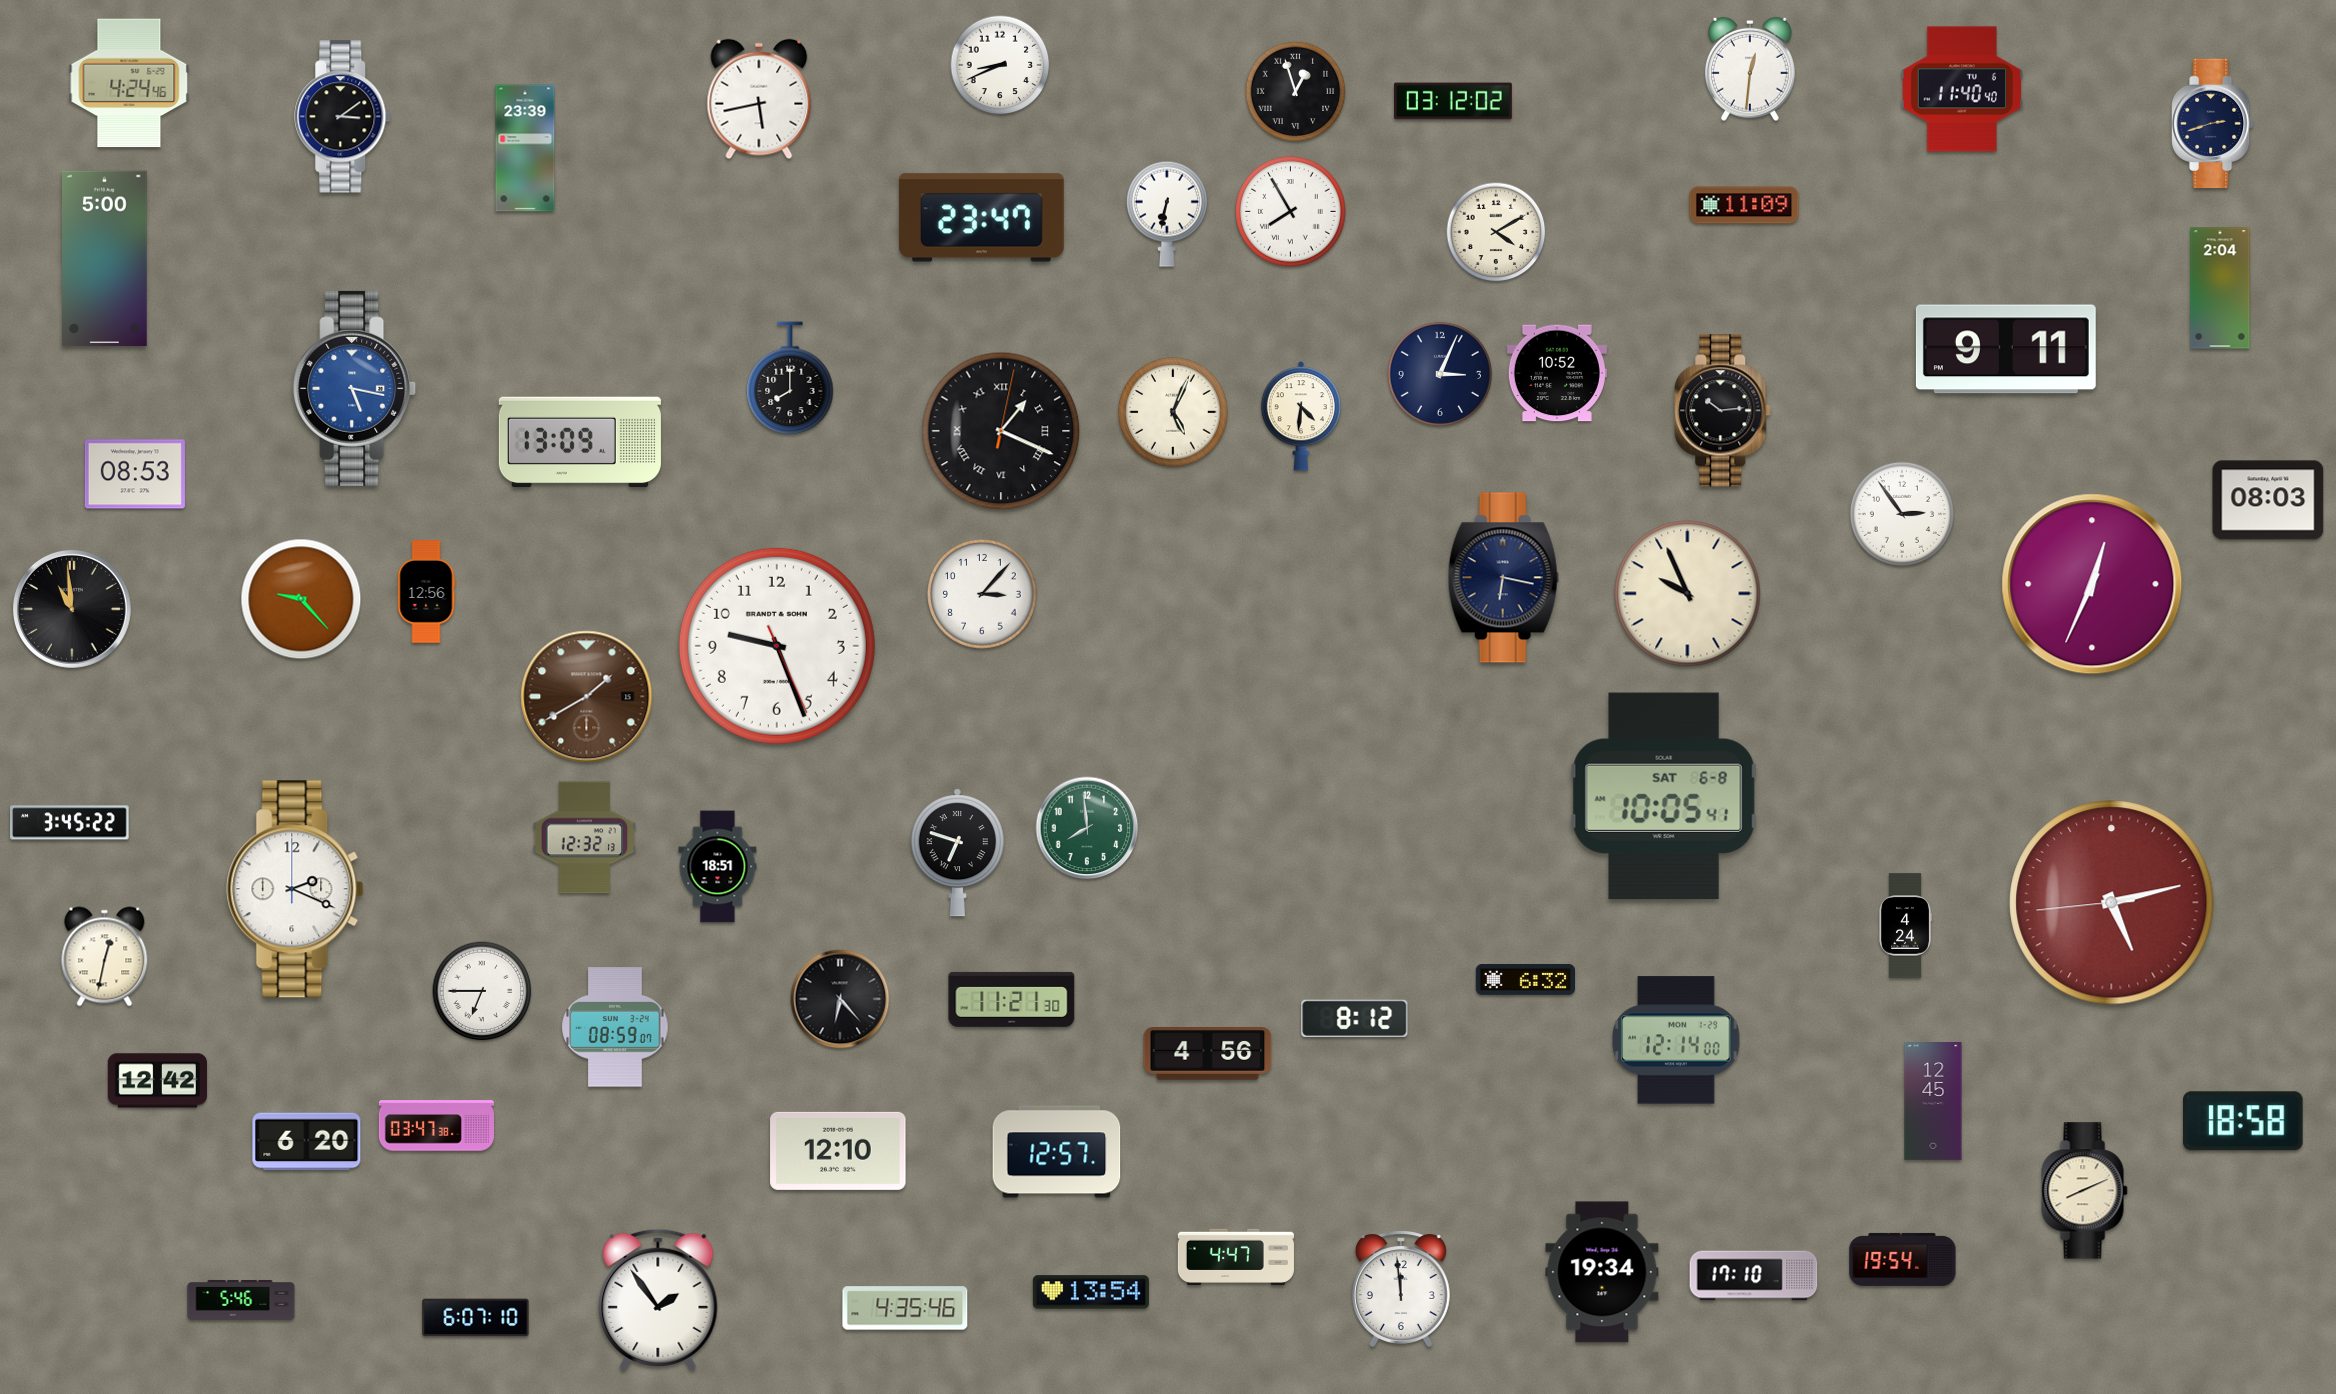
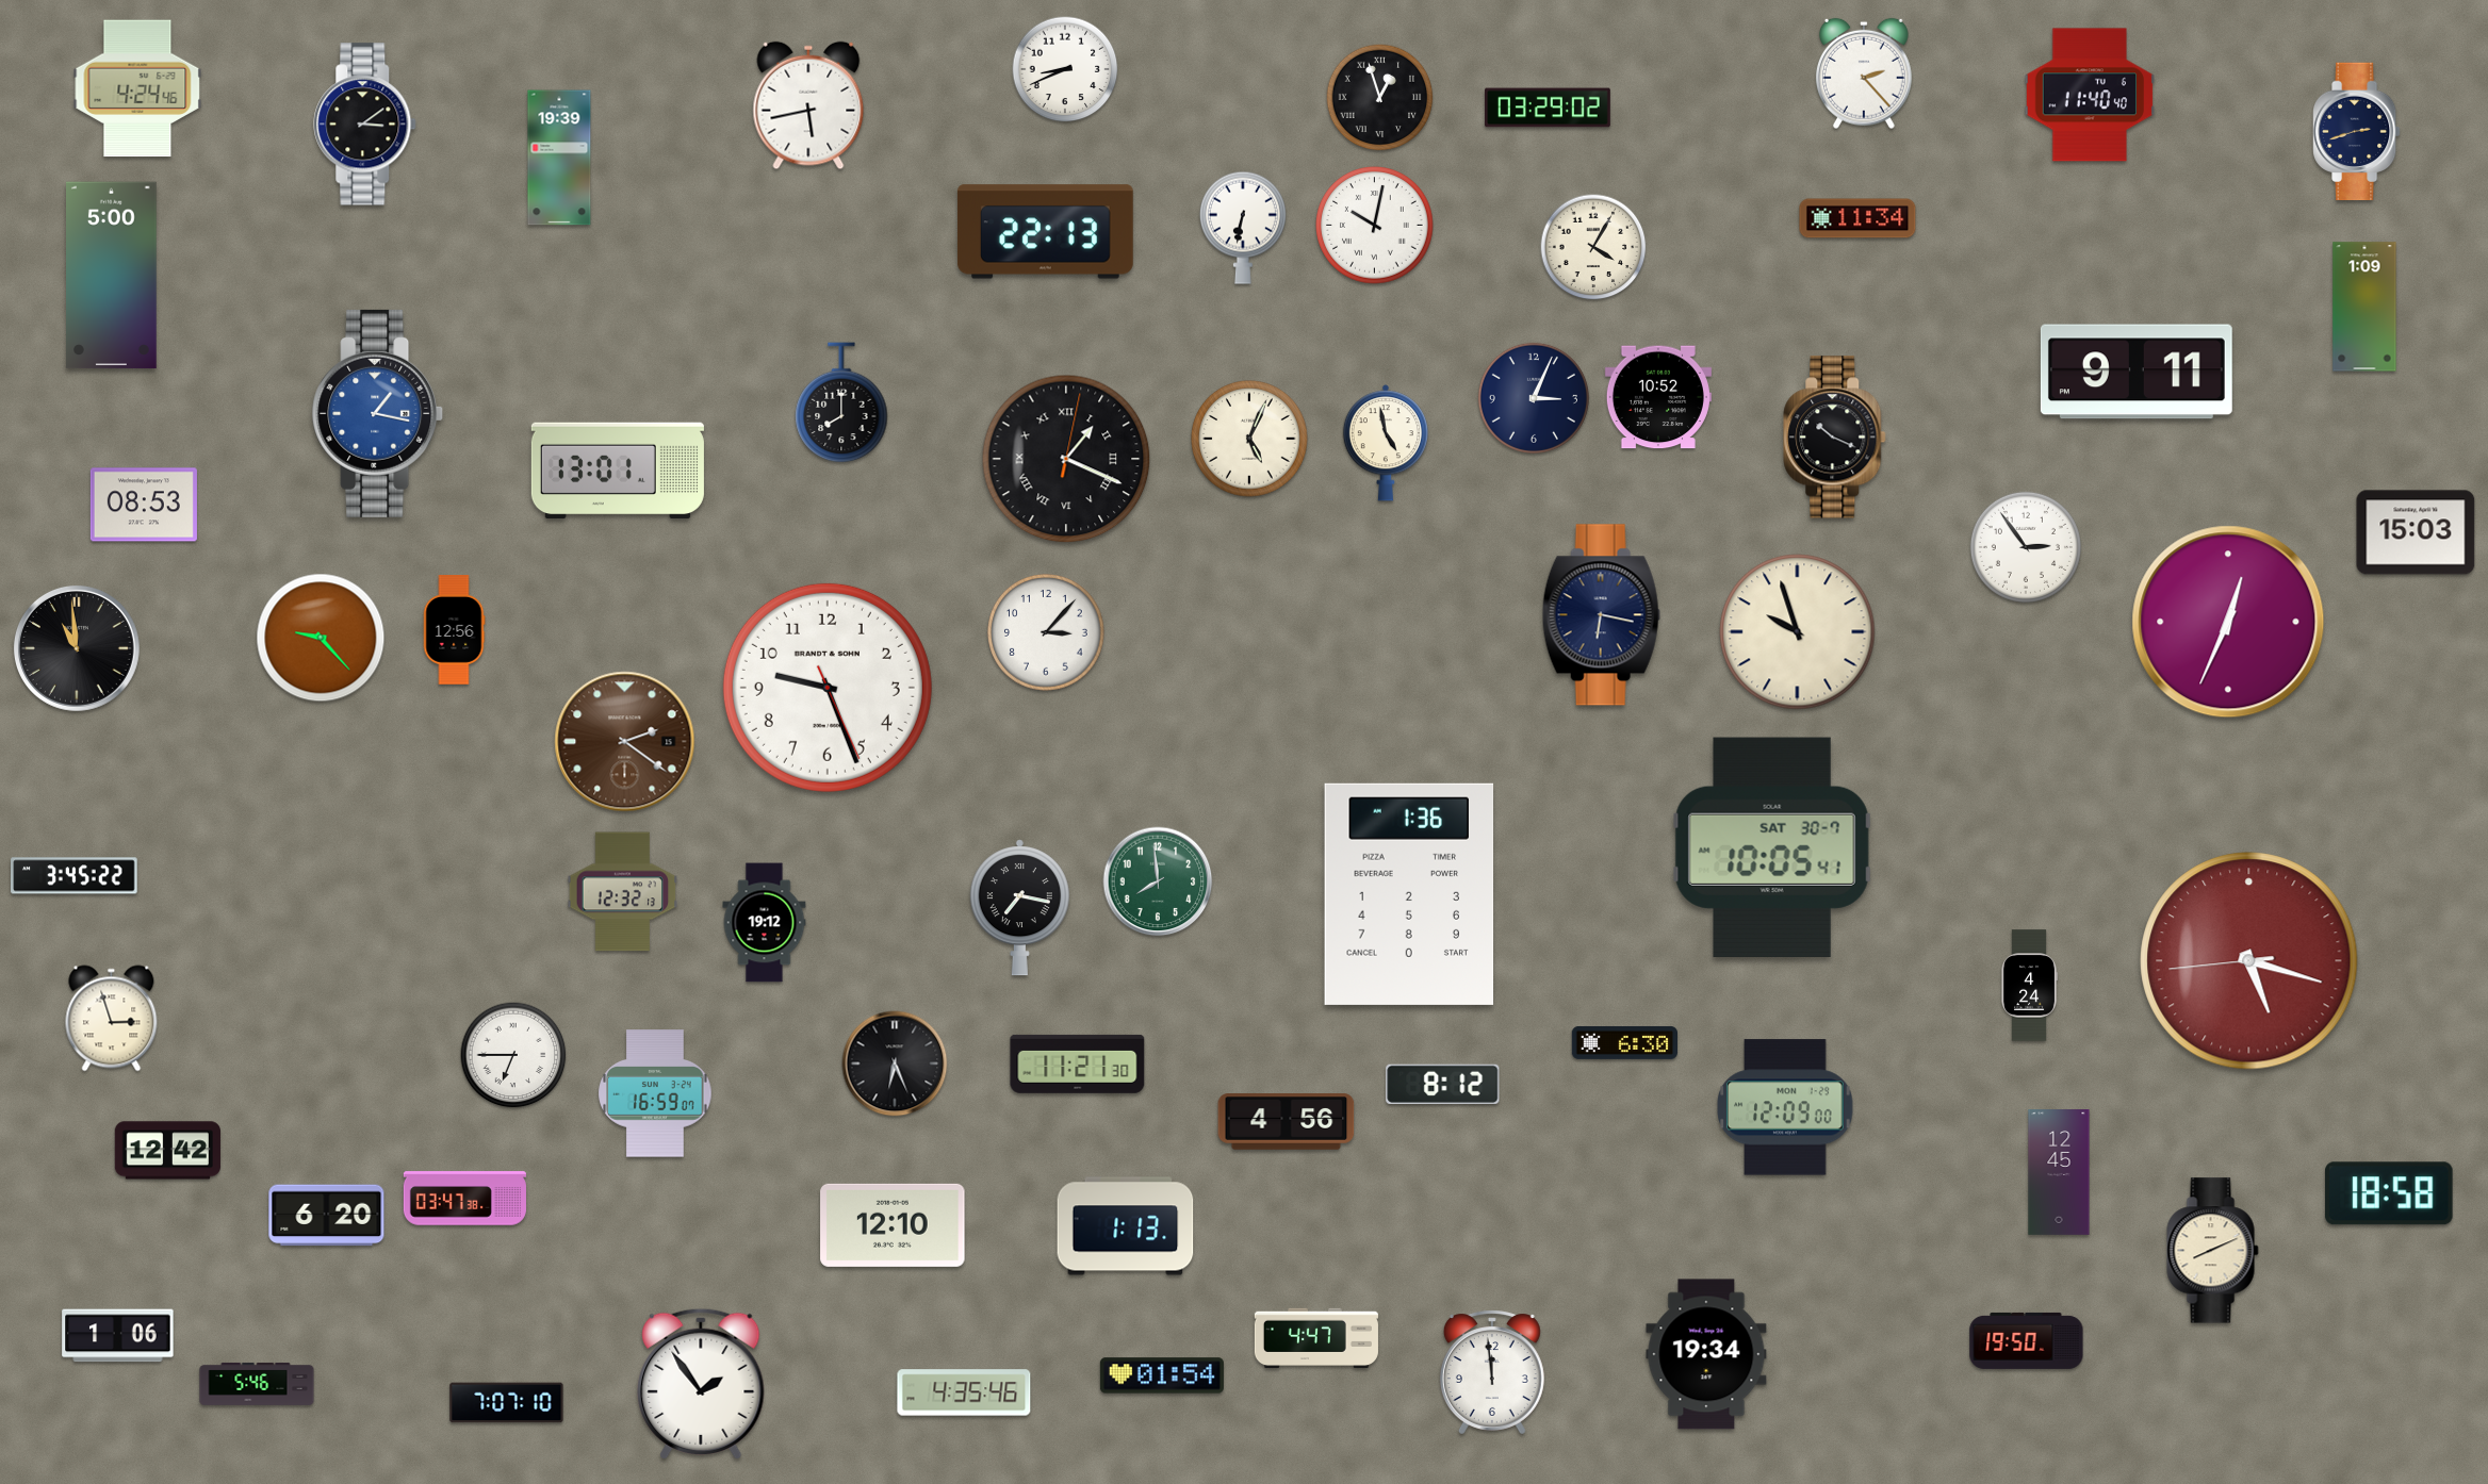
clock at (1750, 69): 12:31 -> 2:23
clock at (1454, 101): 03:12 -> 03:29
clock at (525, 148): 23:39 -> 19:39
clock at (1744, 205): 11:09 -> 11:34
clock at (1291, 212): 7:55 -> 10:02
clock at (981, 218): 23:47 -> 22:13
clock at (1496, 232): 4:10 -> 4:05
clock at (2220, 288): 2:04 -> 1:09
clock at (355, 388): 5:17 -> 1:17
clock at (1723, 411): 10:14 -> 10:19
clock at (1301, 416): 4:31 -> 4:58
clock at (580, 442): 13:09 -> 13:01
clock at (2268, 500): 08:03 -> 15:03
clock at (1688, 594): 9:56 -> 9:57
clock at (587, 697): 1:40 -> 2:21
clock at (1664, 796) date: SAT 6-8 -> SAT 30-7
clock at (1409, 894): none -> 1:36
clock at (957, 853): 6:48 -> 7:17
clock at (718, 867): 18:51 -> 19:12
clock at (295, 889): 2:19 -> none
clock at (2112, 903): 5:12 -> 5:17
clock at (105, 957): 12:32 -> 2:57
clock at (1525, 979): 6:32 -> 6:30
clock at (840, 999): 6:23 -> 6:26
clock at (615, 1027): 08:59 -> 16:59
clock at (1676, 1040): 12:14 -> 12:09
clock at (1057, 1152): 12:57 -> 1:13
clock at (2085, 1191) position: (2085, 1191) -> (2213, 1251)
clock at (118, 1336): none -> 1:06
clock at (1903, 1259): 19:54 -> 19:50
clock at (1754, 1276): 17:10 -> none
clock at (1091, 1292): 13:54 -> 01:54
clock at (476, 1318): 6:07 -> 7:07
